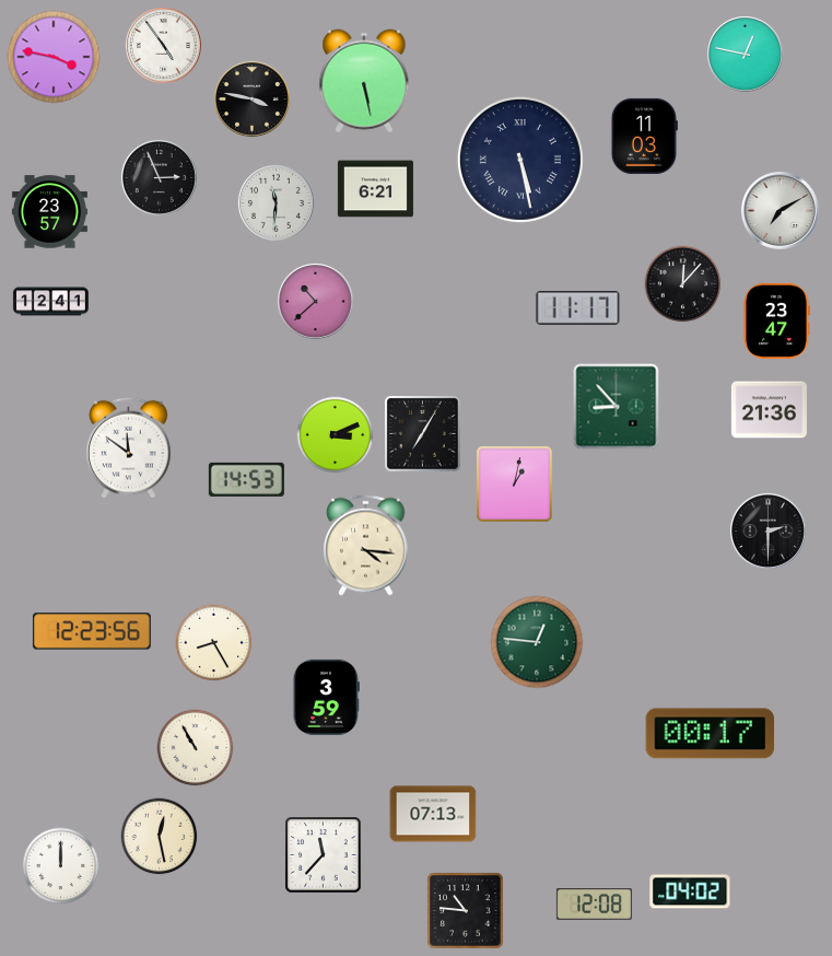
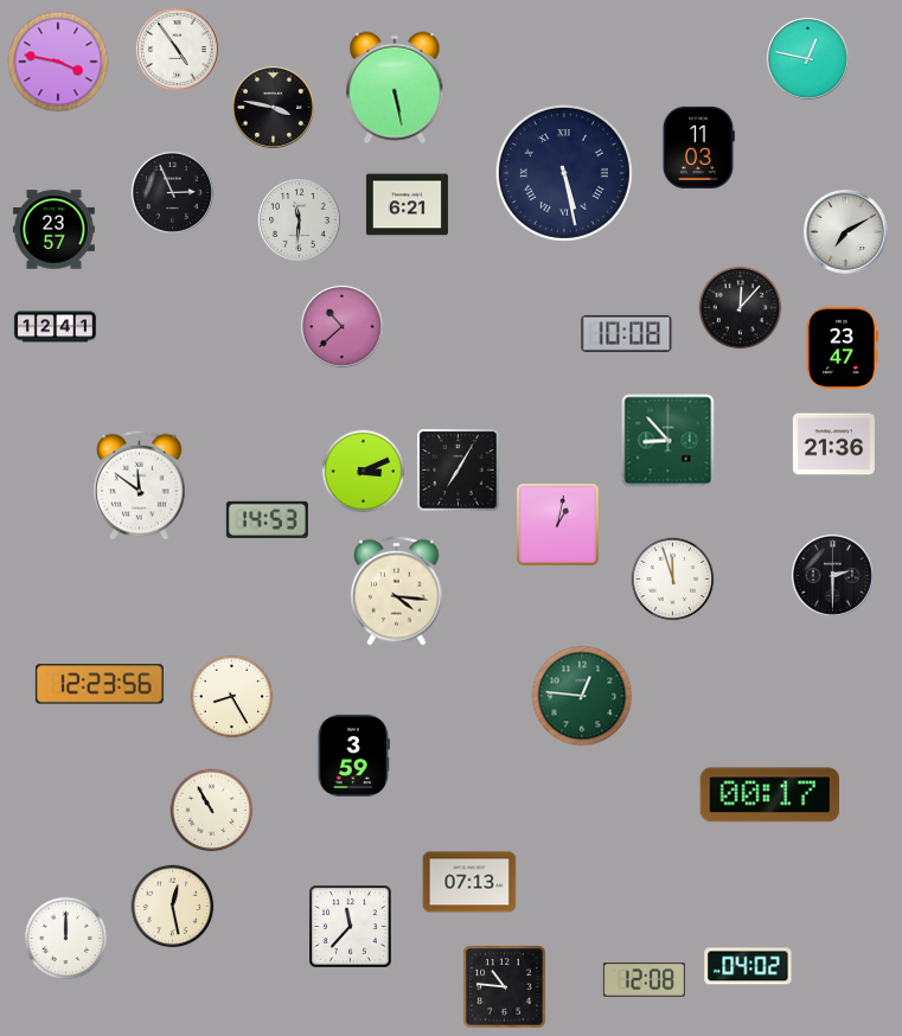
clock at (781, 211) position: (781, 211) -> (846, 232)
clock at (578, 307): 11:17 -> 10:08
clock at (673, 580): none -> 11:57
